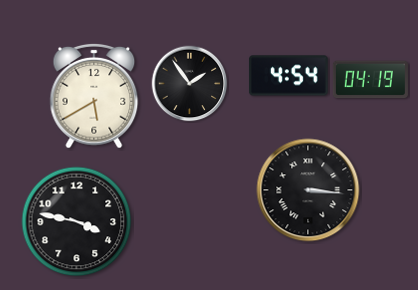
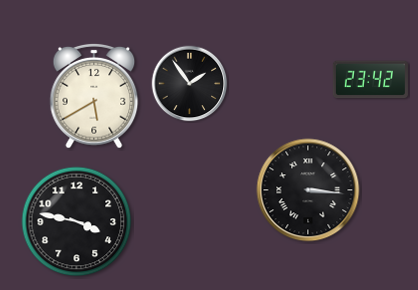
clock at (288, 76): 4:54 -> none
clock at (370, 80): 04:19 -> 23:42
